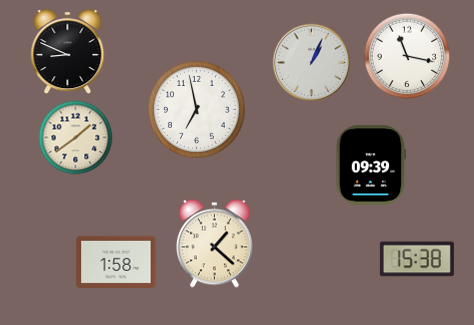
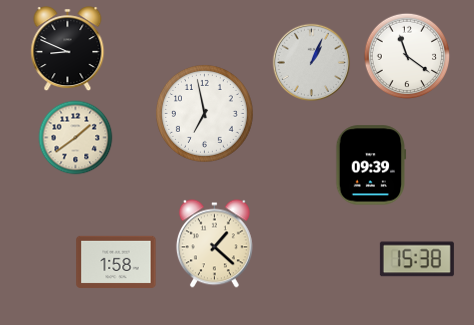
clock at (68, 52) position: (68, 52) -> (68, 49)
clock at (407, 56): 11:17 -> 11:21
clock at (196, 109) position: (196, 109) -> (204, 113)
